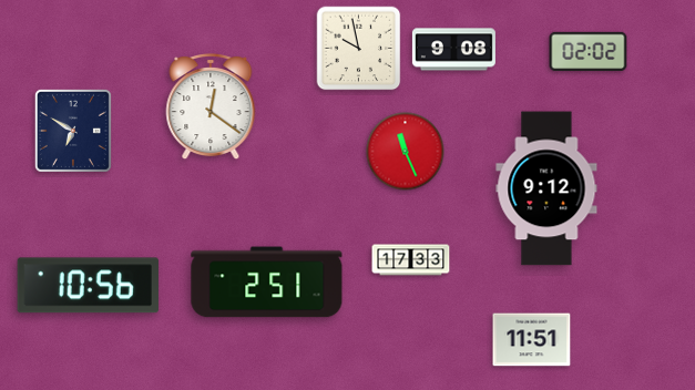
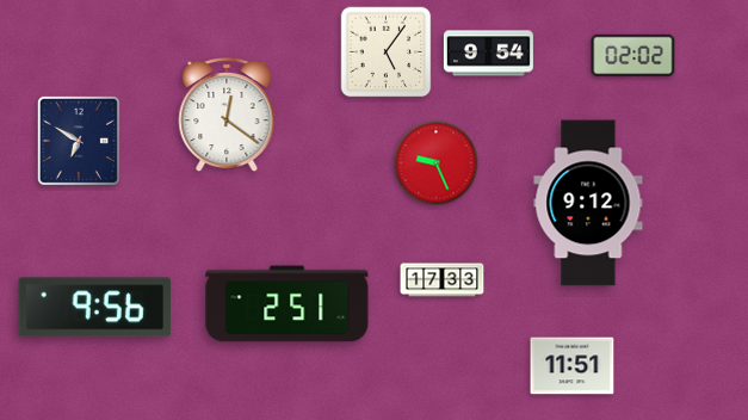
clock at (359, 49): 9:58 -> 5:06
clock at (453, 50): 9:08 -> 9:54
clock at (406, 152): 11:26 -> 9:26
clock at (88, 286): 10:56 -> 9:56
